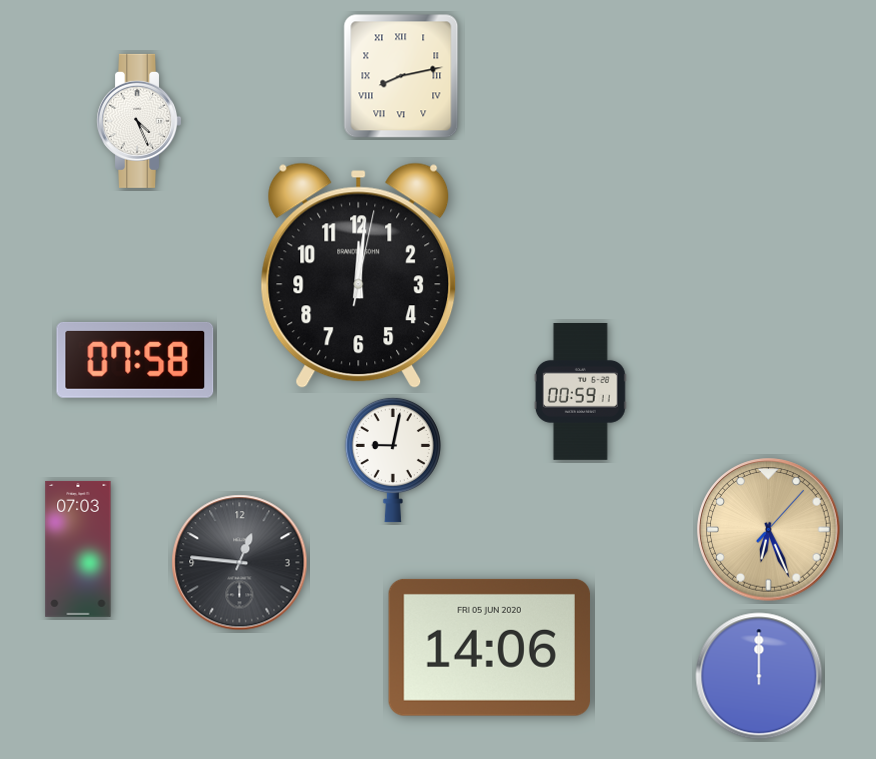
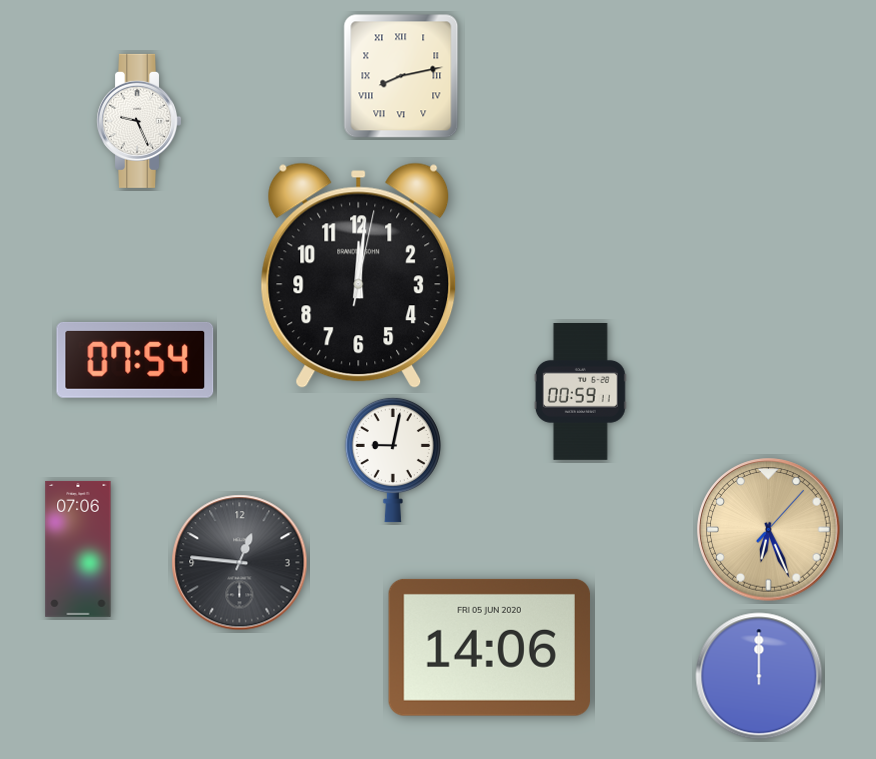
clock at (139, 121): 4:26 -> 9:26
clock at (135, 360): 07:58 -> 07:54
clock at (78, 549): 07:03 -> 07:06
